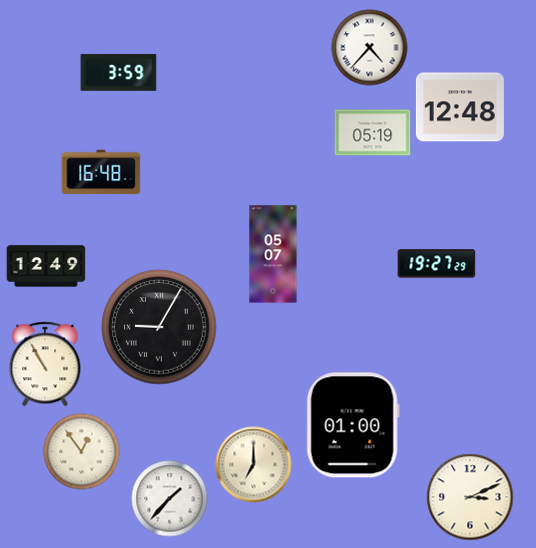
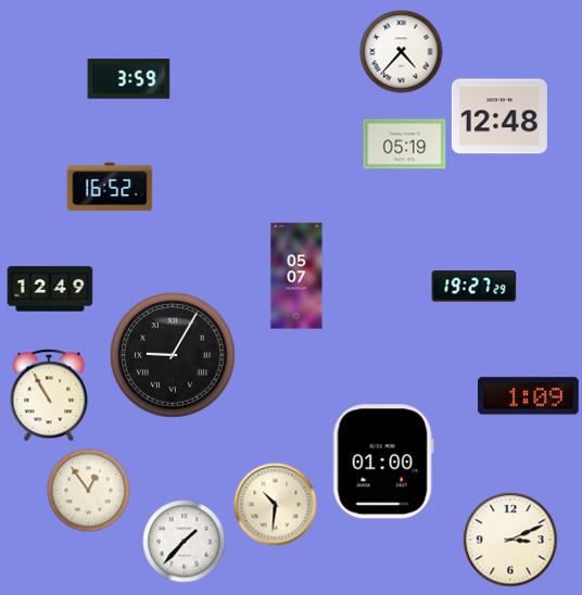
clock at (101, 172): 16:48 -> 16:52
clock at (529, 396): none -> 1:09
clock at (254, 465): 7:00 -> 10:31
